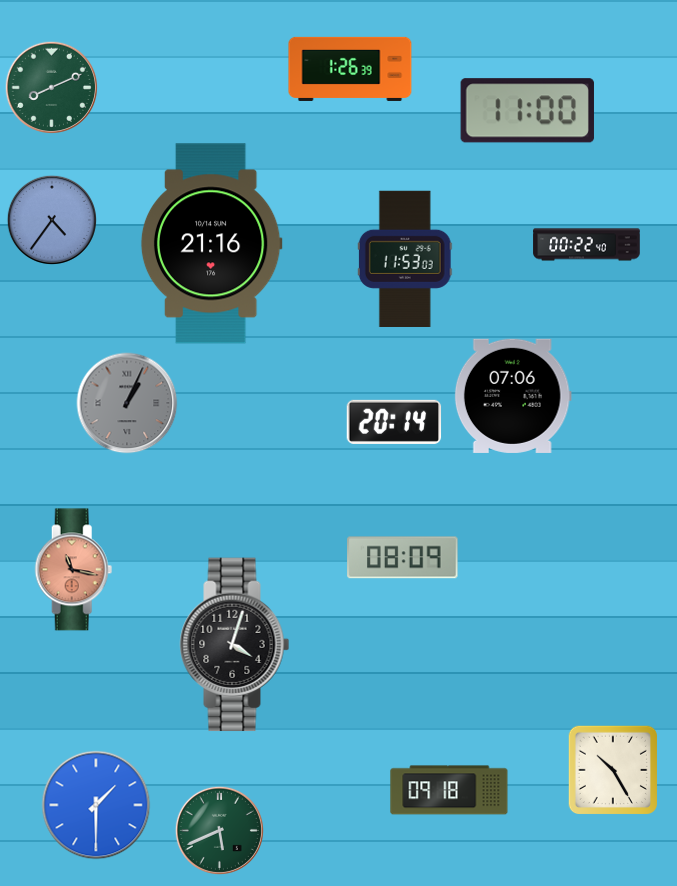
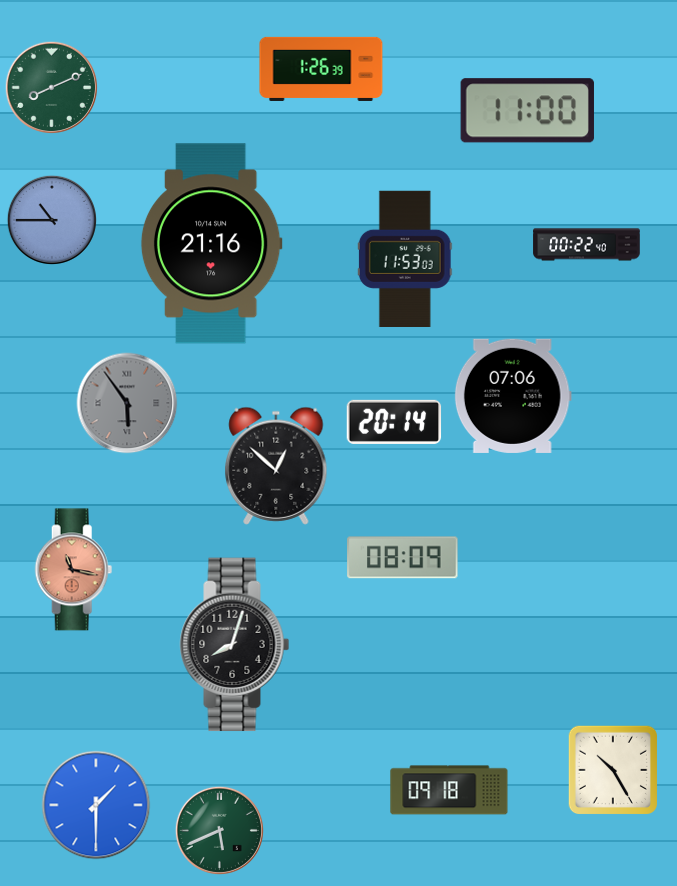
clock at (350, 69) position: (350, 69) -> (321, 69)
clock at (52, 220): 4:36 -> 10:45
clock at (127, 403): 1:04 -> 5:54
clock at (276, 466): none -> 12:52
clock at (235, 645): 4:03 -> 8:03
